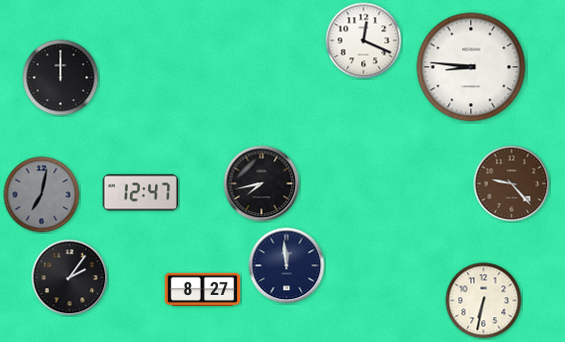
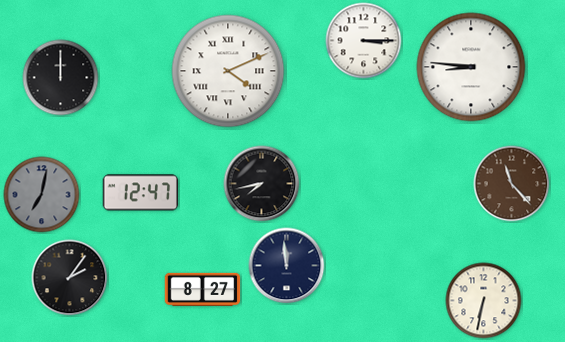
clock at (364, 41): 12:19 -> 3:15
clock at (228, 71): none -> 4:11
clock at (512, 184): 9:23 -> 11:23
